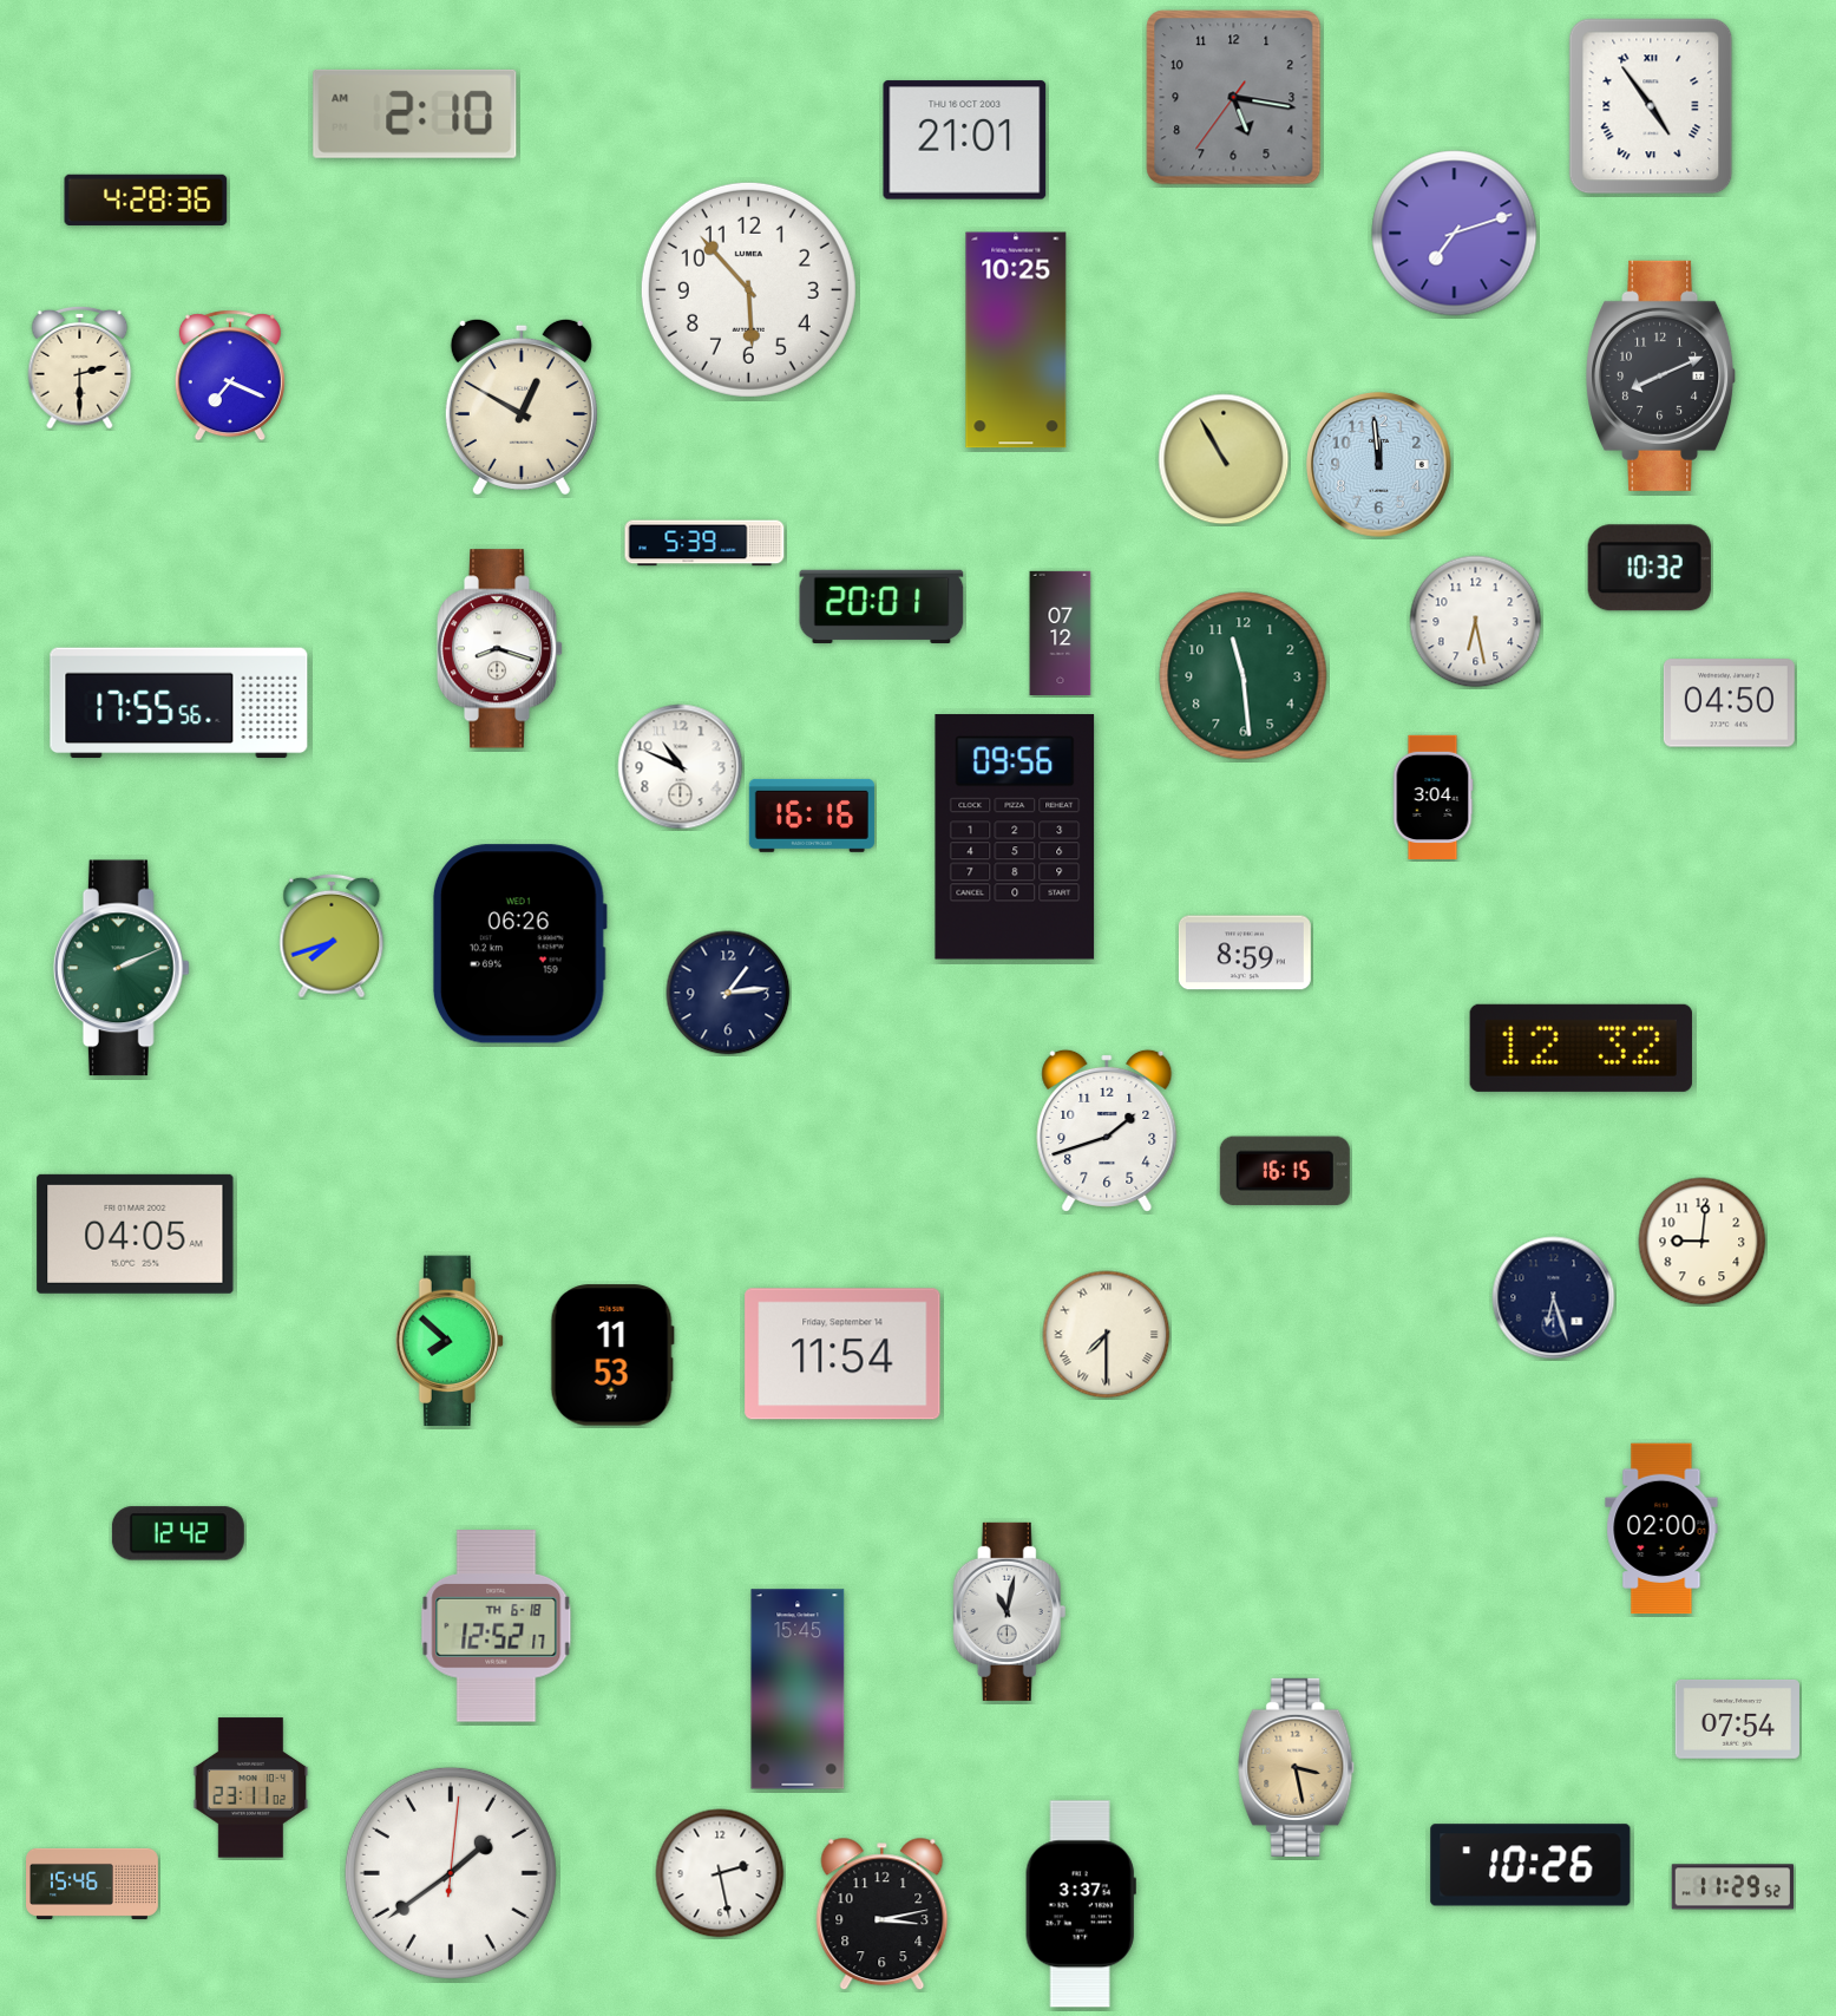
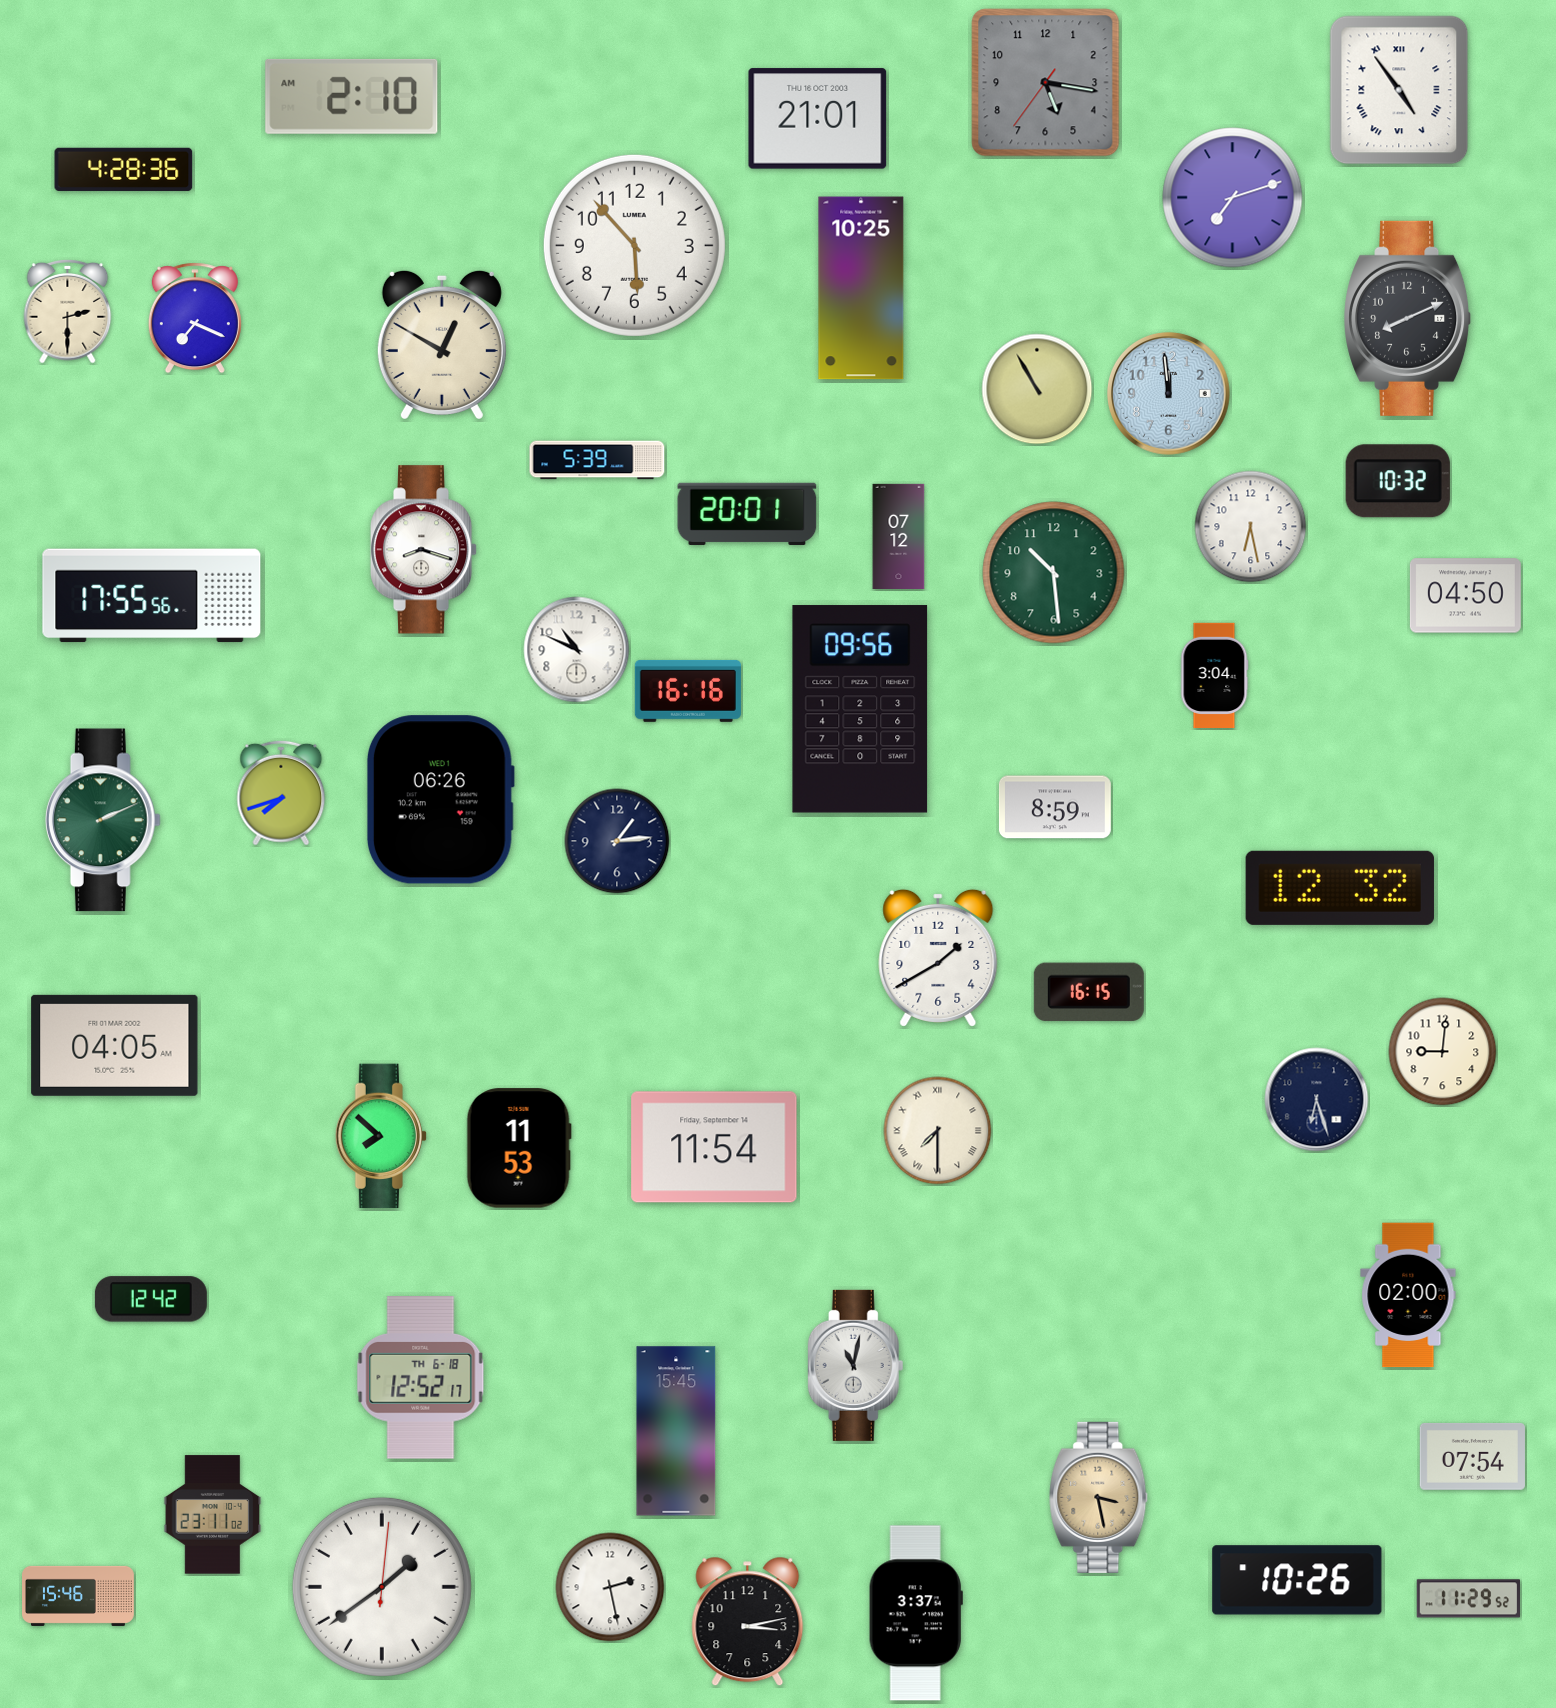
clock at (1244, 676): 11:29 -> 10:29
clock at (1107, 1131): 1:42 -> 1:40
